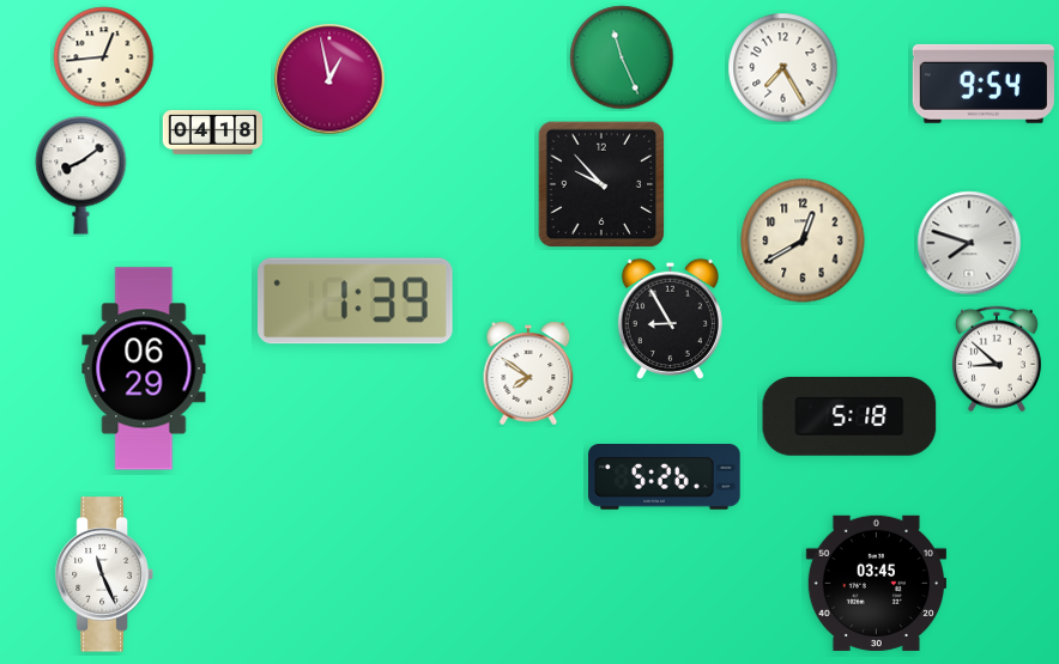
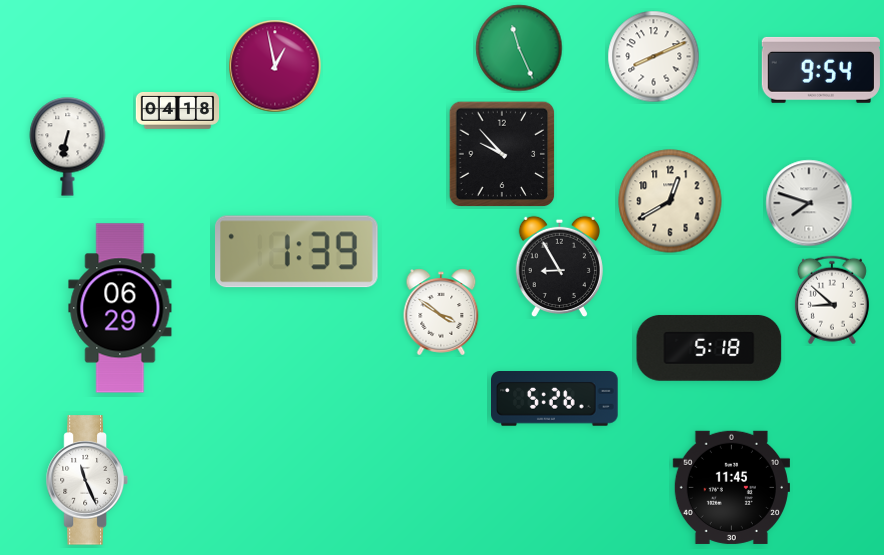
clock at (104, 57): 12:44 -> none
clock at (783, 68): 7:25 -> 8:11
clock at (81, 176): 8:09 -> 6:32
clock at (528, 373): 7:51 -> 3:51
clock at (876, 583): 03:45 -> 11:45
